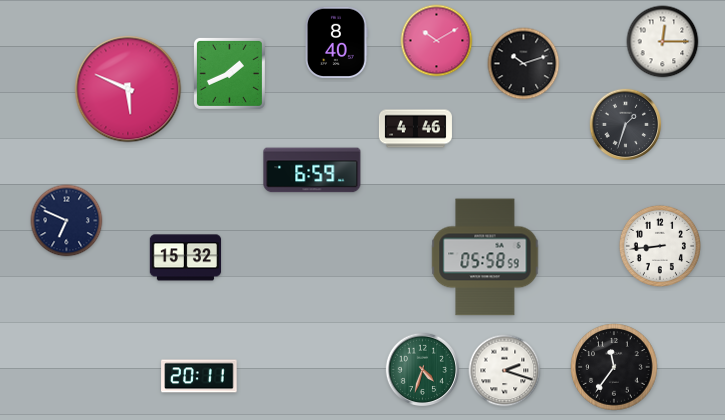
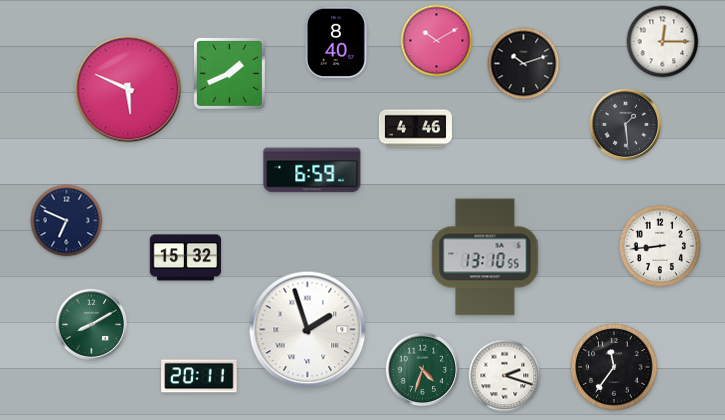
clock at (626, 125): 1:33 -> 1:29
clock at (485, 257): 05:58 -> 13:10
clock at (92, 325): none -> 8:10
clock at (308, 330): none -> 1:57
clock at (505, 371) position: (505, 371) -> (505, 376)
